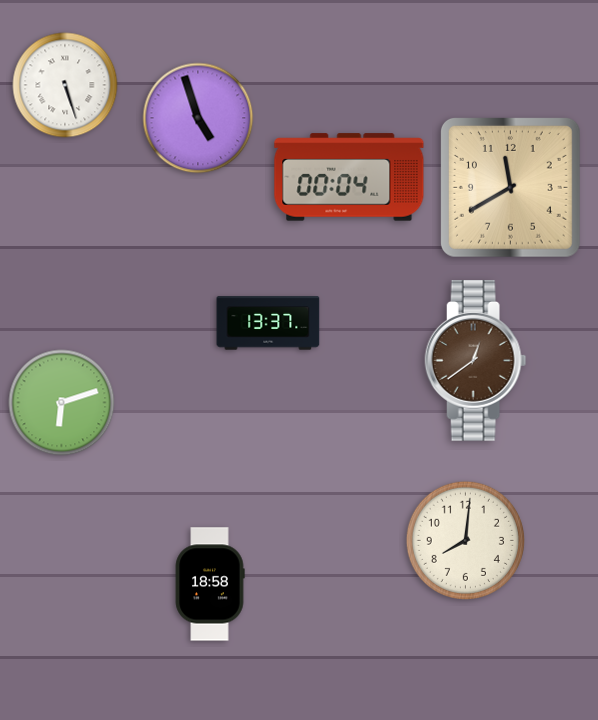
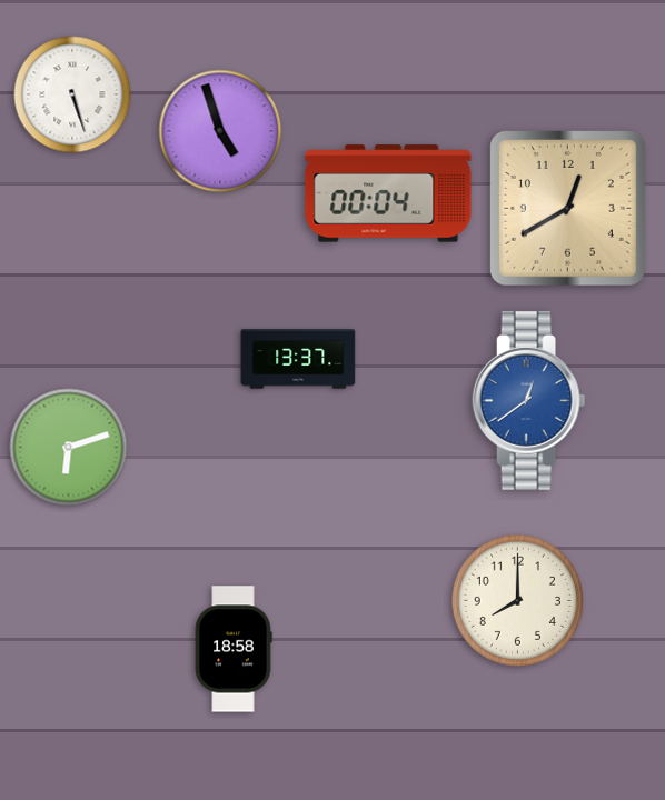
clock at (349, 177) position: (349, 177) -> (388, 193)
clock at (510, 187): 11:40 -> 12:40
clock at (476, 361) dial: brown -> blue
clock at (465, 540): 8:01 -> 8:00
